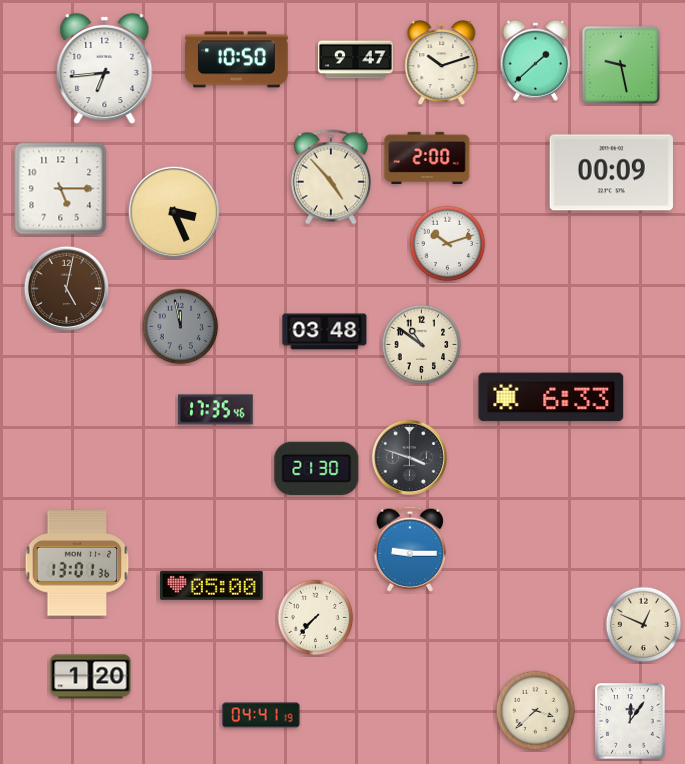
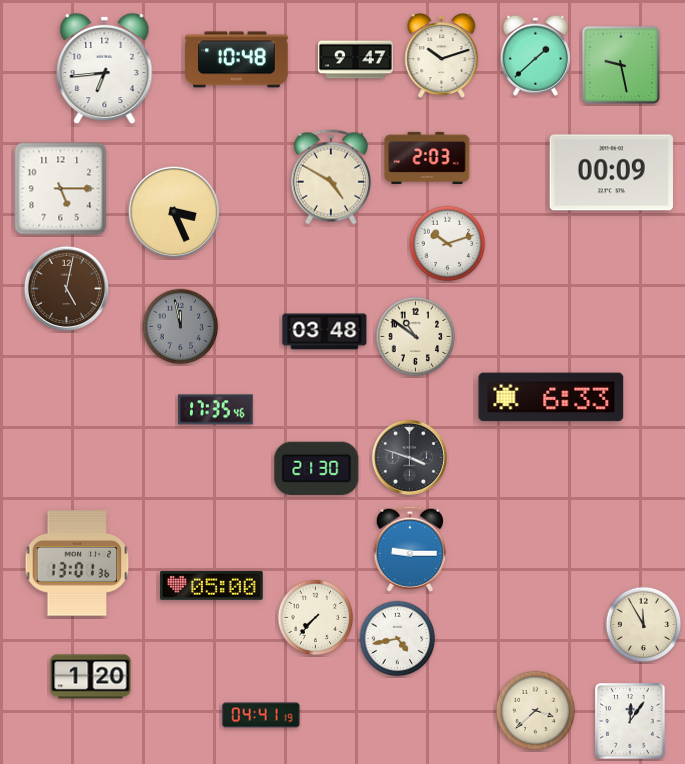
clock at (237, 60): 10:50 -> 10:48
clock at (535, 60) position: (535, 60) -> (535, 55)
clock at (442, 63) position: (442, 63) -> (442, 56)
clock at (427, 158): 2:00 -> 2:03
clock at (331, 177): 4:53 -> 4:50
clock at (422, 345) position: (422, 345) -> (416, 337)
clock at (644, 625): 12:49 -> 11:55
clock at (398, 639): none -> 4:43
